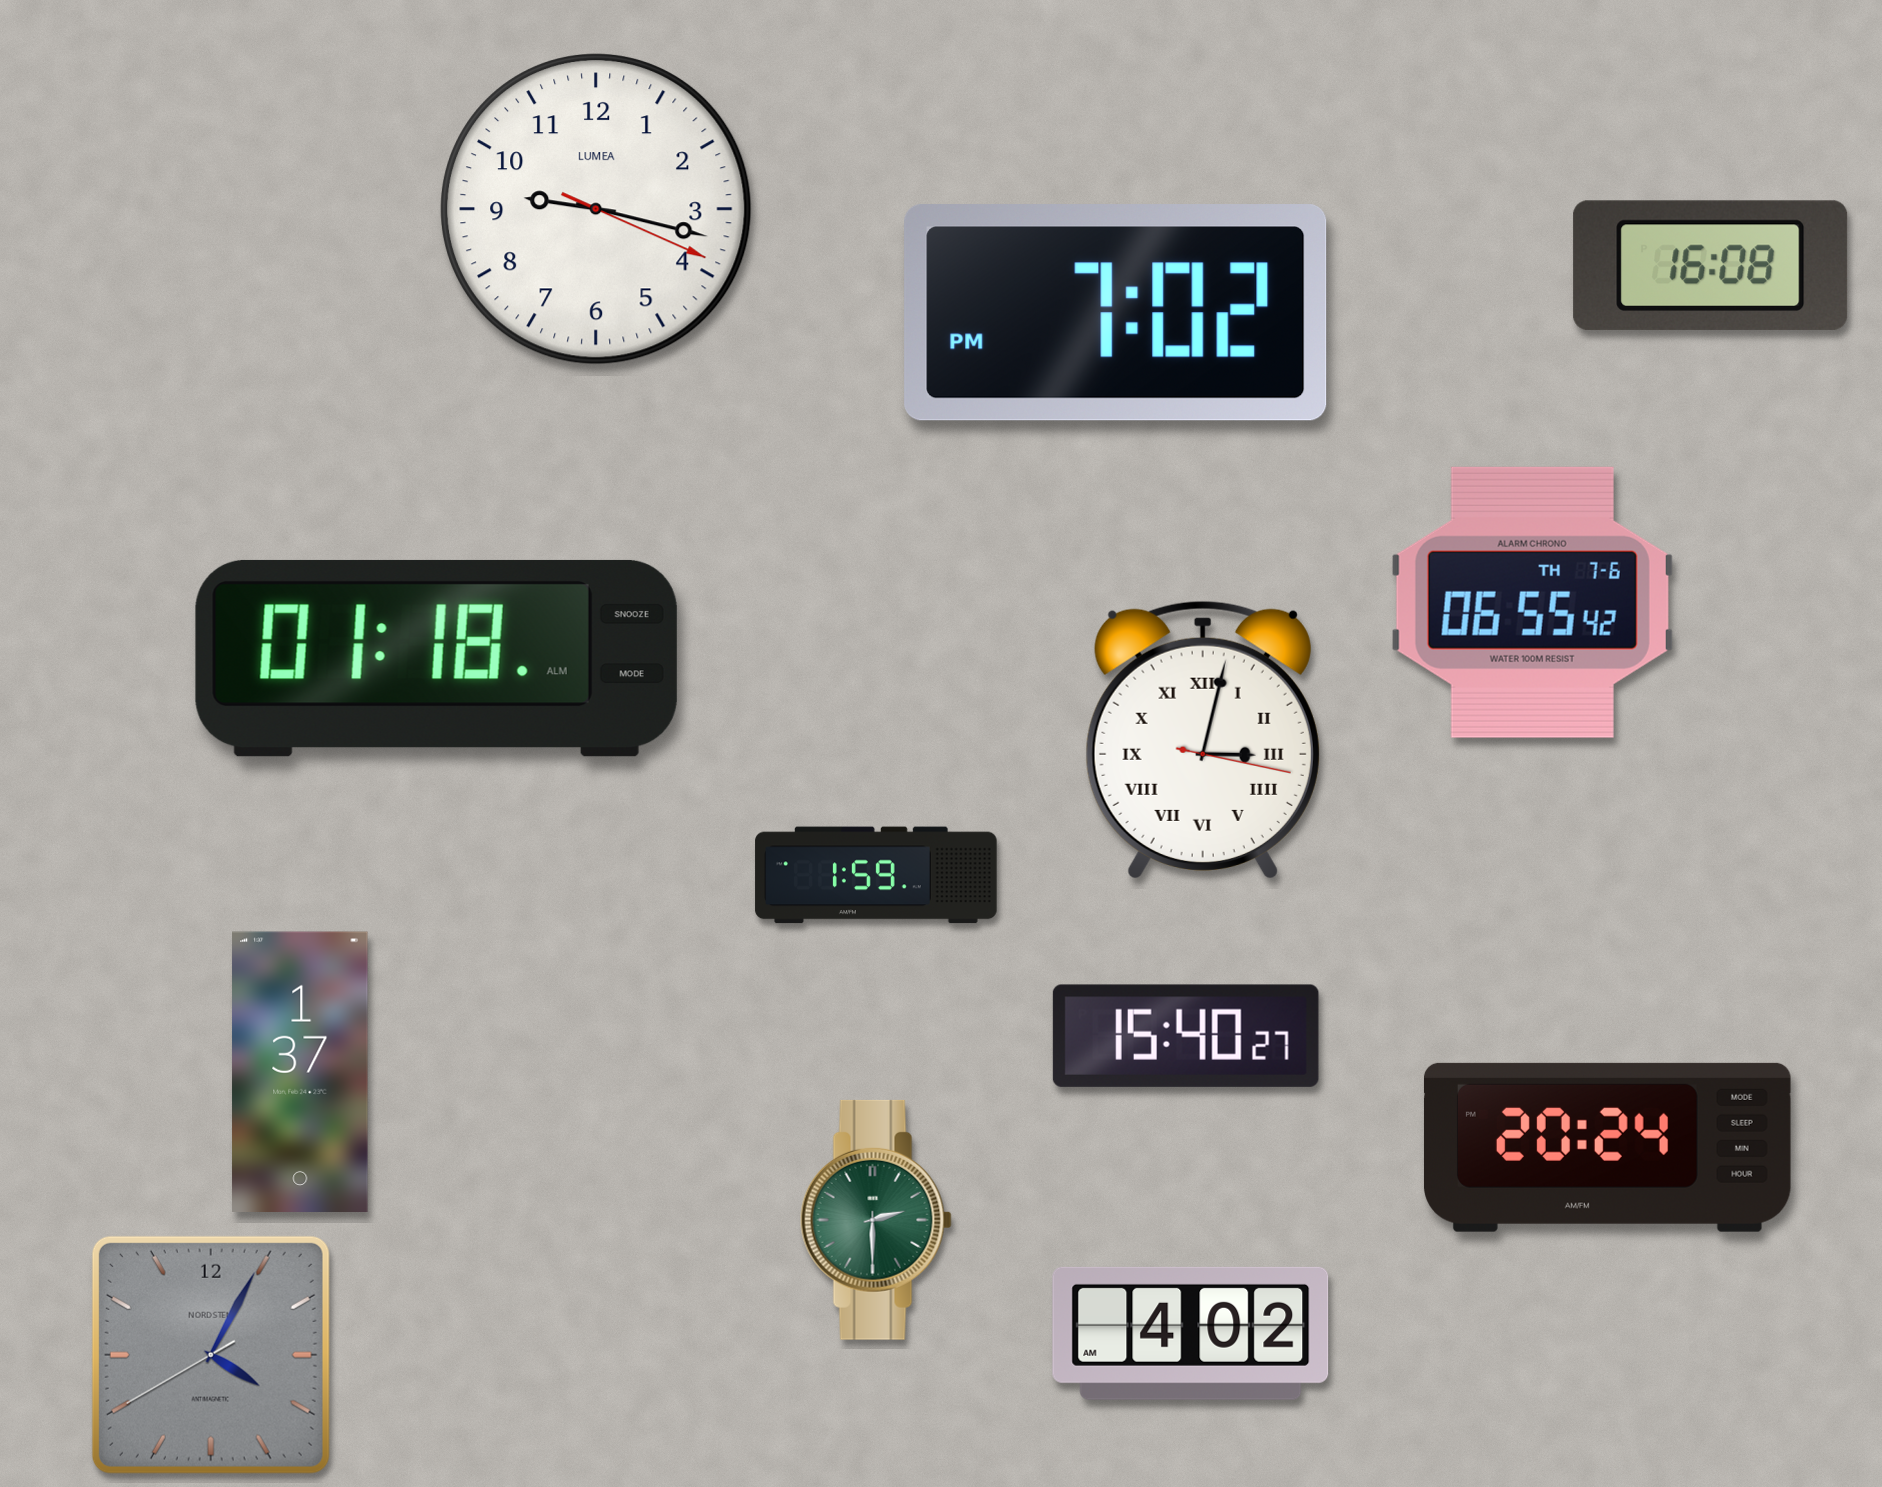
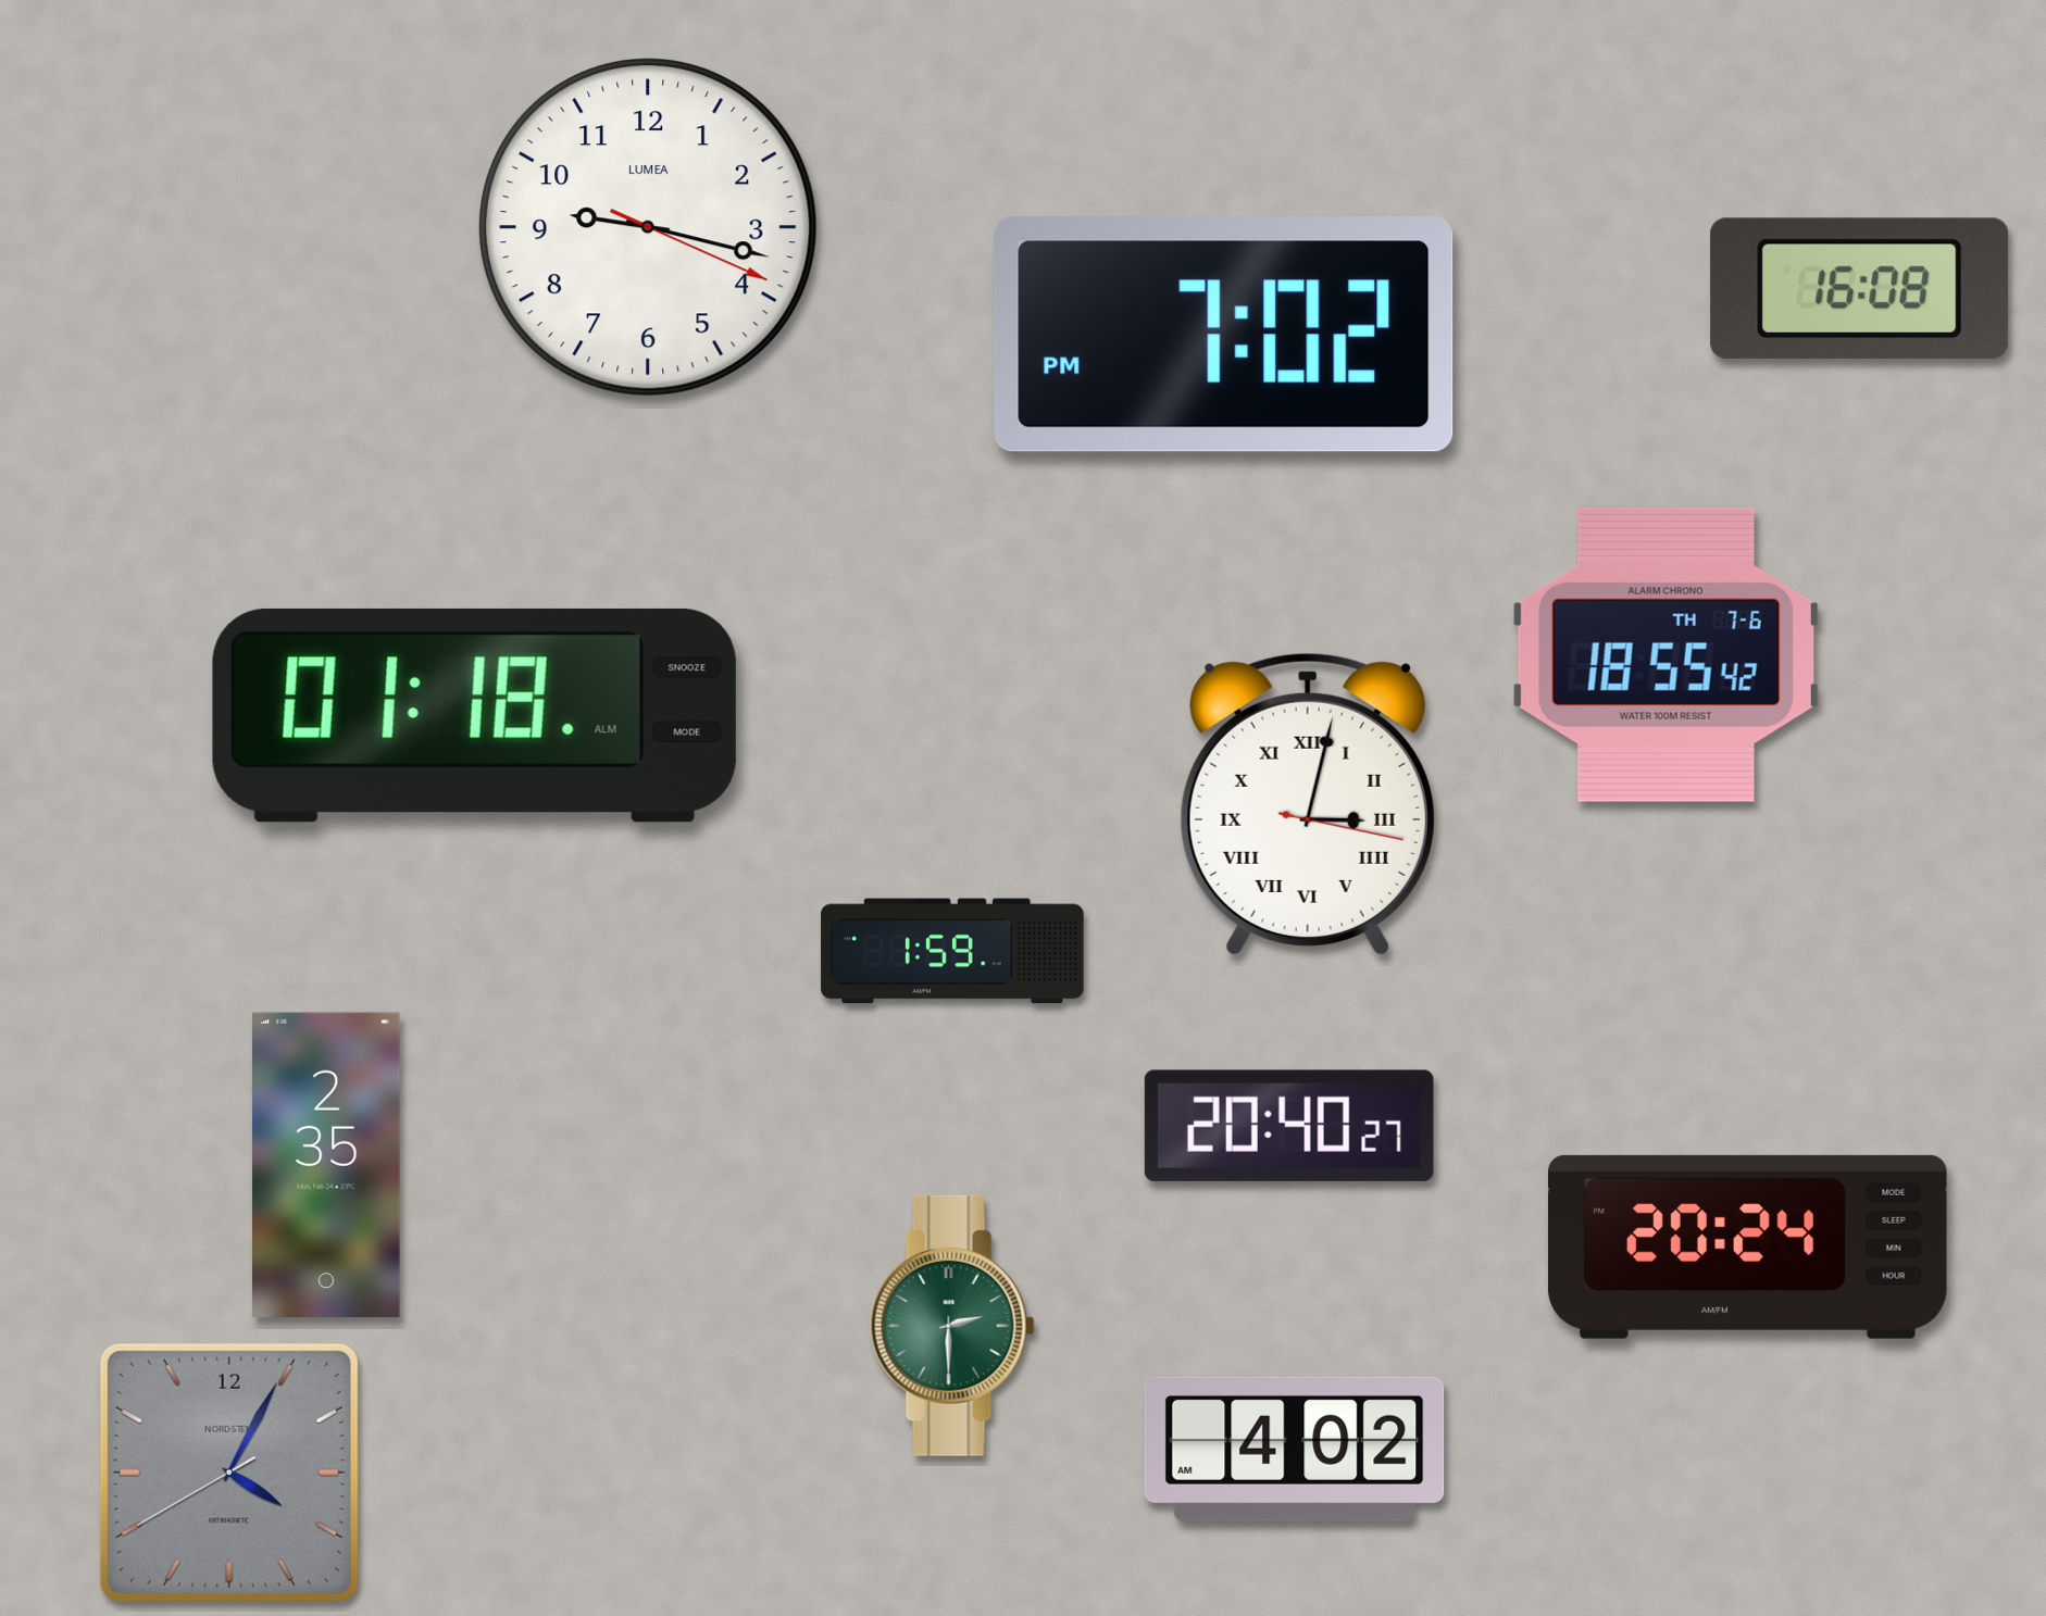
clock at (1116, 313) position: (1116, 313) -> (1224, 335)
clock at (1532, 602): 06:55 -> 18:55
clock at (1186, 1036): 15:40 -> 20:40
clock at (300, 1071): 1:37 -> 2:35
